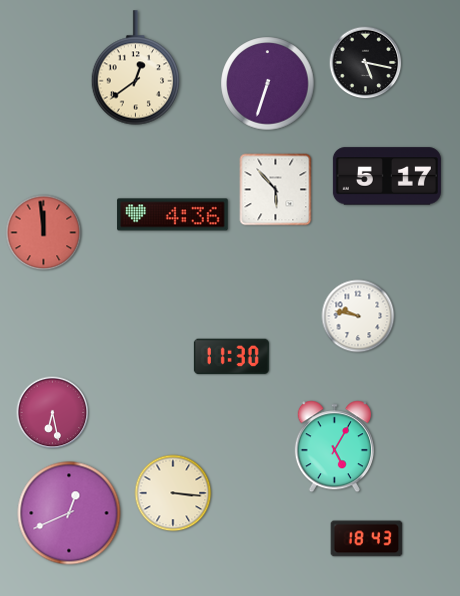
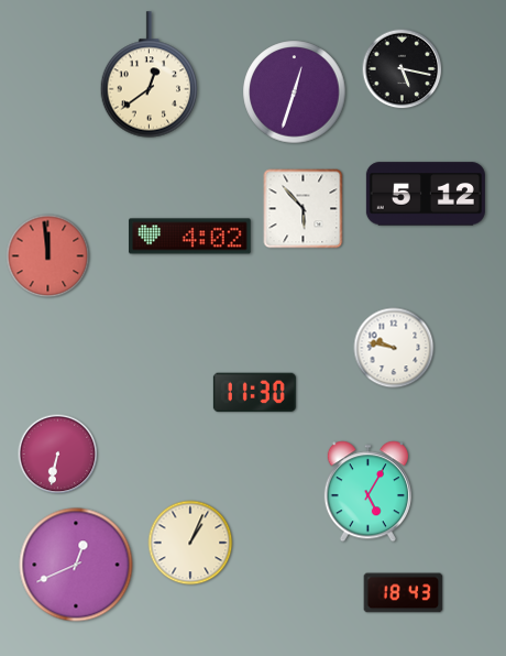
clock at (268, 84): 6:33 -> 12:33
clock at (387, 176): 5:17 -> 5:12
clock at (173, 215): 4:36 -> 4:02
clock at (53, 413): 6:28 -> 6:32
clock at (173, 493): 3:16 -> 1:04
